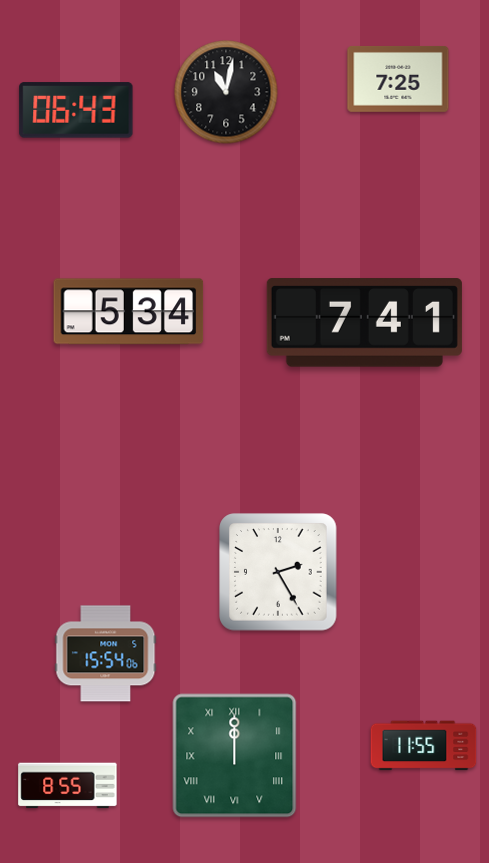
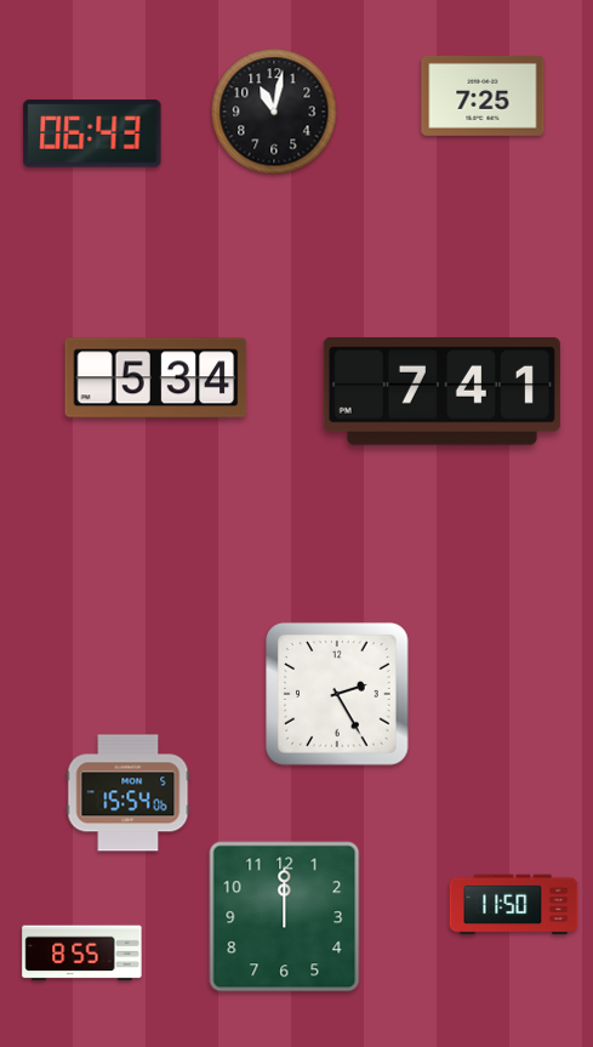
clock at (424, 746): 11:55 -> 11:50
clock at (235, 756) numerals: Roman -> Arabic
